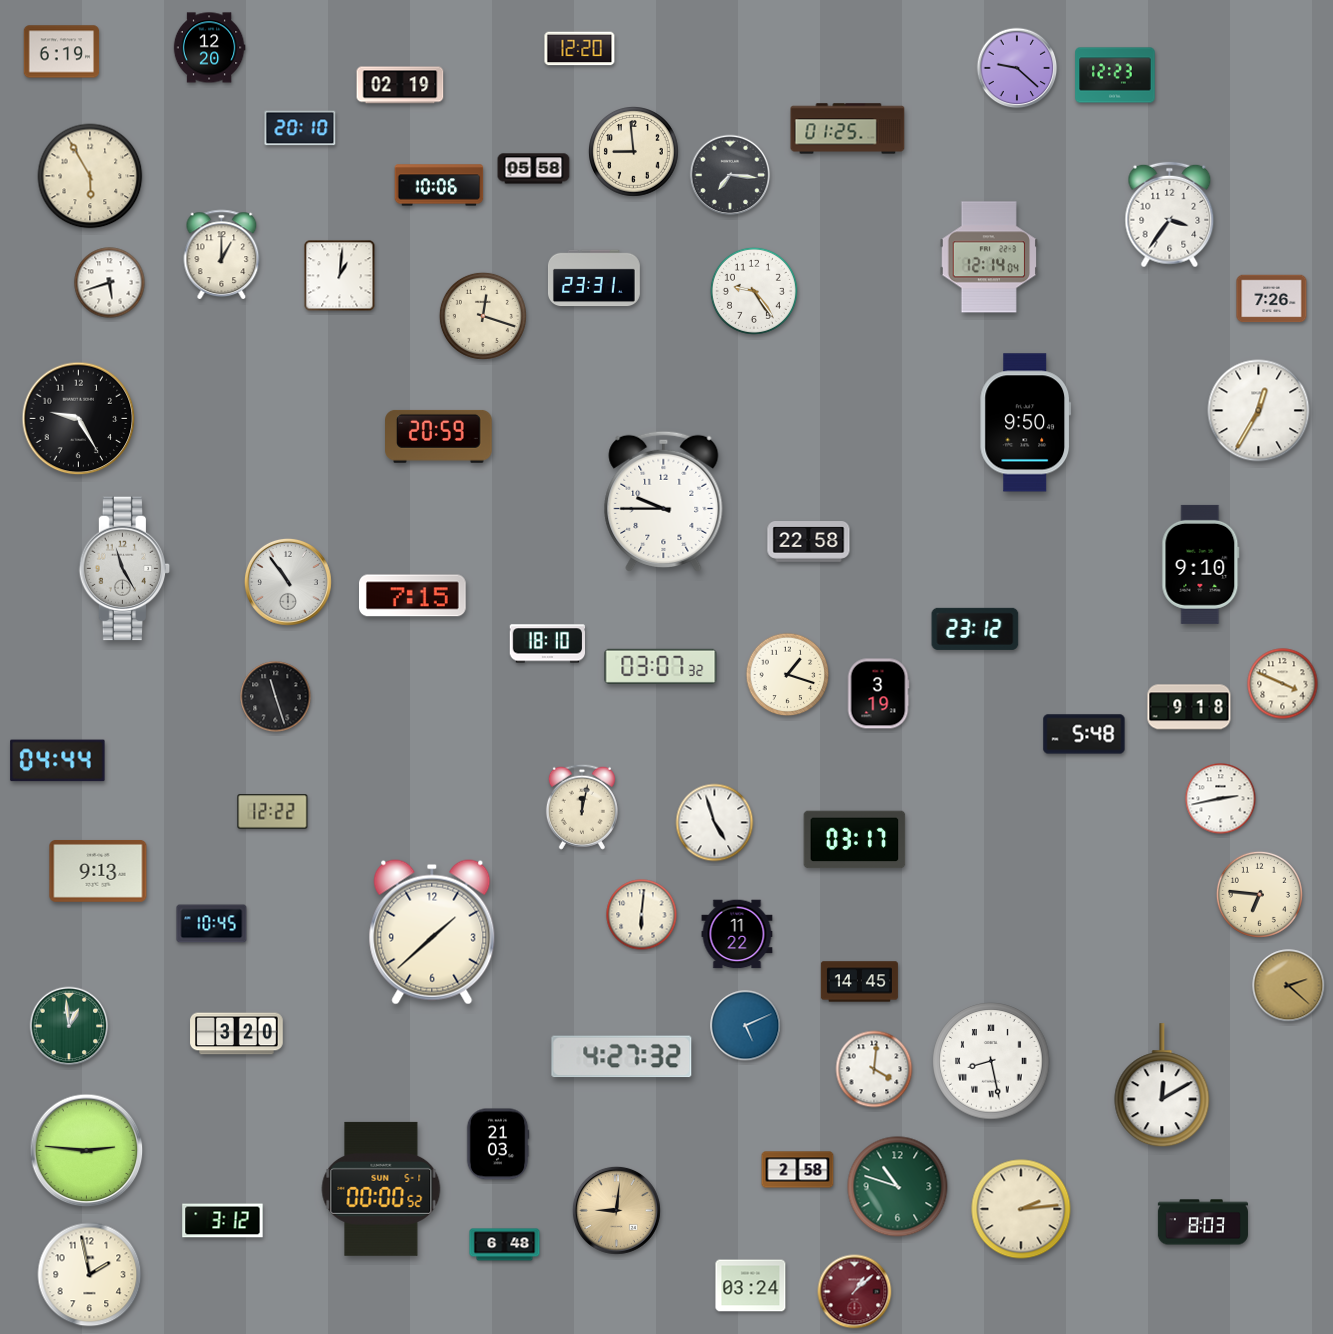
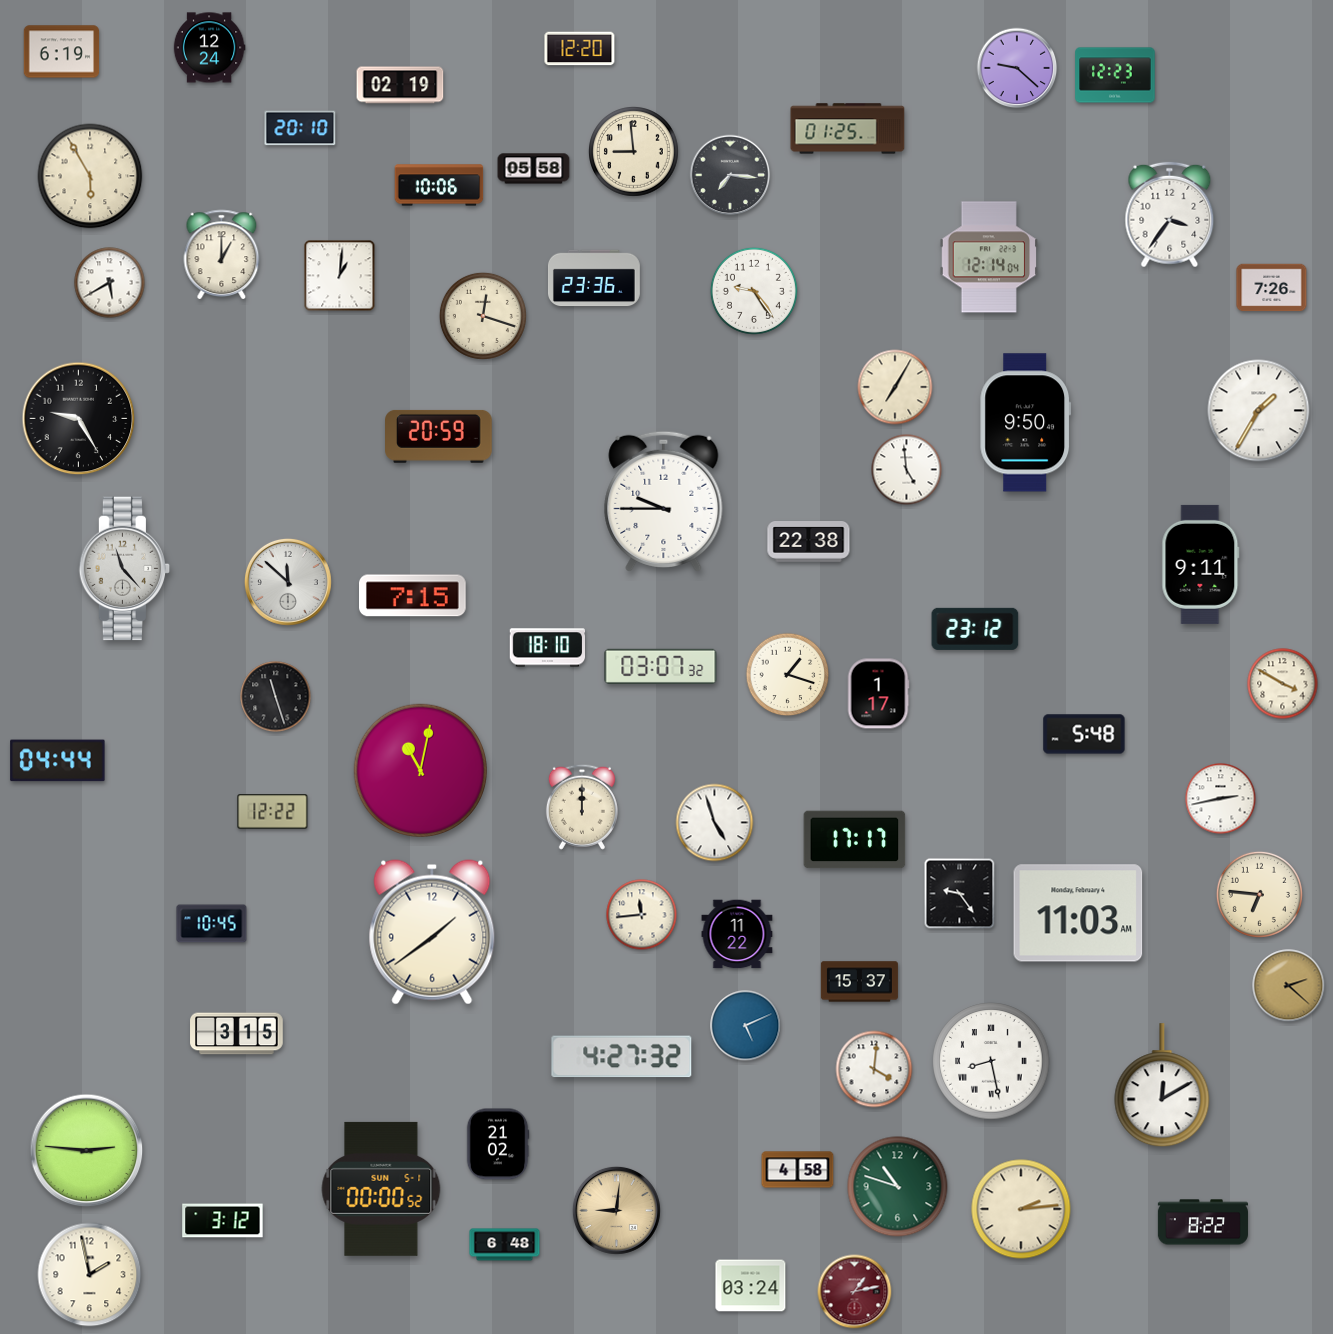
clock at (209, 48): 12:20 -> 12:24
clock at (594, 278): 23:31 -> 23:36
clock at (110, 283): 5:42 -> 5:40
clock at (1272, 299) position: (1272, 299) -> (1272, 288)
clock at (895, 387): none -> 7:05
clock at (1259, 411): 12:35 -> 1:35
clock at (907, 470): none -> 4:59
clock at (809, 542): 22:58 -> 22:38
clock at (1201, 564): 9:10 -> 9:11
clock at (125, 569): 11:25 -> 11:23
clock at (288, 582): 10:54 -> 11:52
clock at (547, 644) position: (547, 644) -> (547, 648)
clock at (1283, 684): 3:49 -> 3:50
clock at (878, 694): 3:19 -> 1:17
clock at (1189, 707): 9:18 -> none
clock at (420, 770): none -> 11:02
clock at (582, 807): 12:02 -> 12:00
clock at (855, 840): 03:17 -> 17:17
clock at (98, 871): 9:13 -> none
clock at (960, 894): none -> 9:24
clock at (1078, 913): none -> 11:03
clock at (642, 915): 6:01 -> 11:44
clock at (432, 932): 1:38 -> 1:39
clock at (859, 982): 14:45 -> 15:37
clock at (69, 1026): 12:59 -> none
clock at (237, 1034): 3:20 -> 3:15
clock at (498, 1144): 21:03 -> 21:02
clock at (798, 1170): 2:58 -> 4:58
clock at (1203, 1222): 8:03 -> 8:22
clock at (855, 1292): 1:08 -> 1:13
